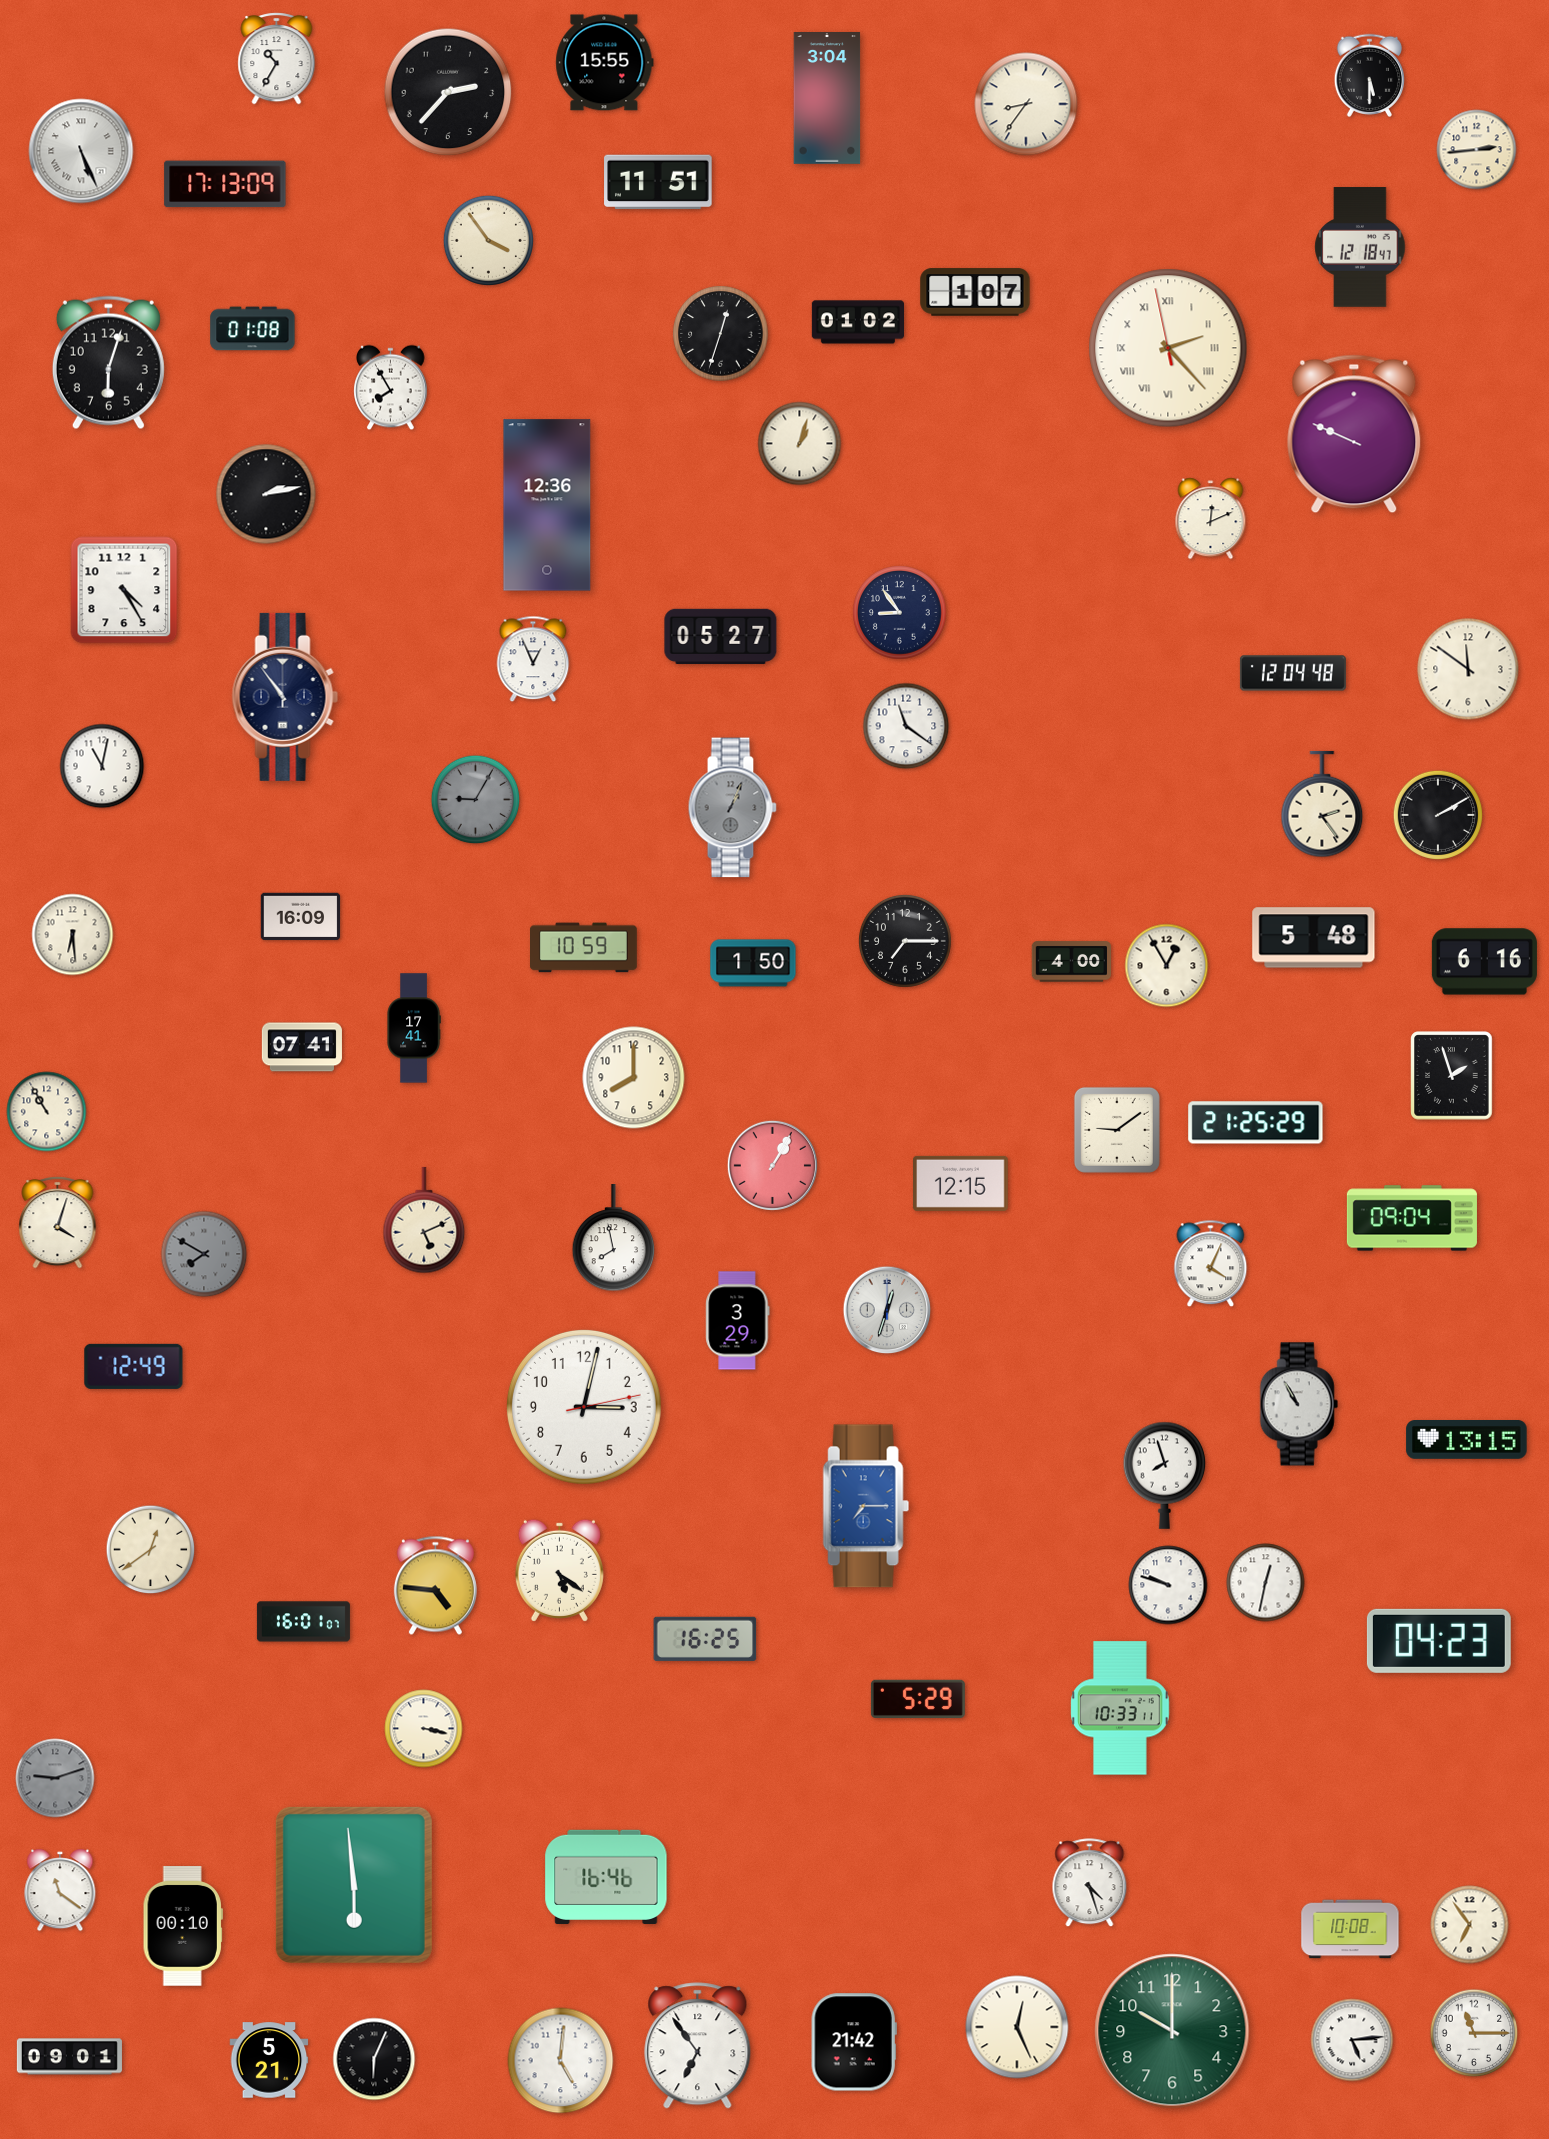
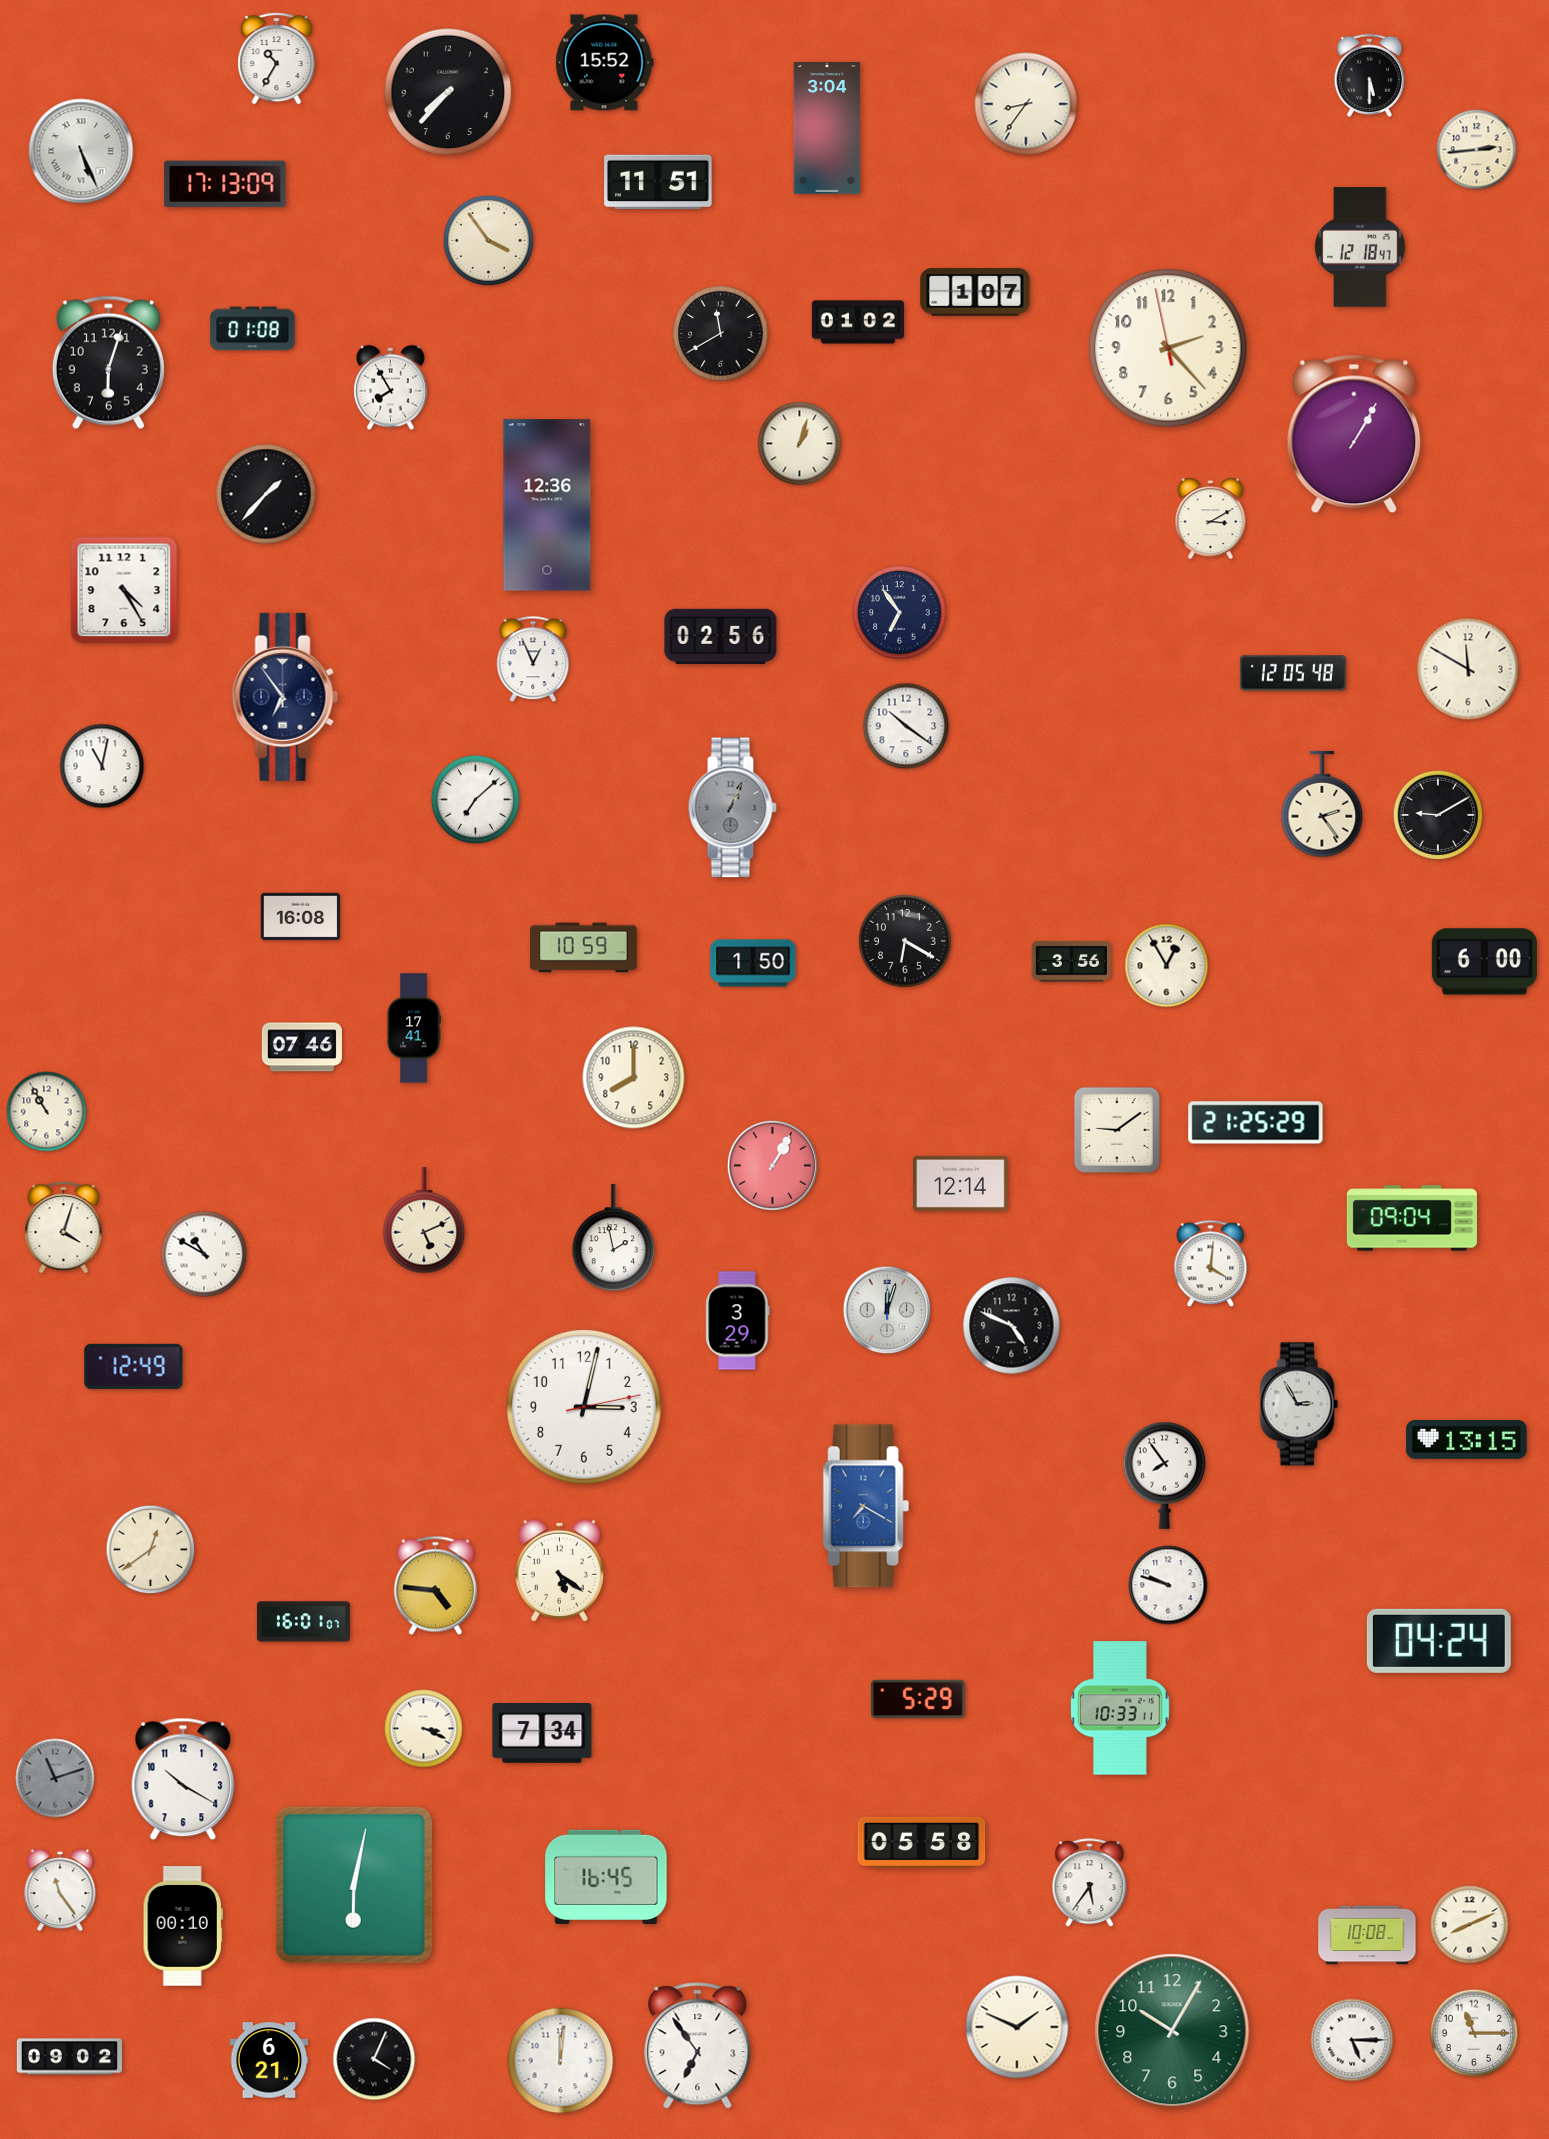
clock at (605, 63): 15:55 -> 15:52
clock at (448, 92): 2:37 -> 7:37
clock at (827, 99) position: (827, 99) -> (827, 129)
clock at (721, 334): 12:33 -> 11:40
clock at (1168, 348) numerals: Roman -> Arabic
clock at (1354, 434): 9:49 -> 1:05
clock at (266, 494): 2:13 -> 1:37
clock at (1211, 519): 12:11 -> 3:10
clock at (900, 613): 8:54 -> 6:54
clock at (721, 636): 05:27 -> 02:56
clock at (1468, 669): 11:51 -> 11:50
clock at (1293, 673): 12:04 -> 12:05
clock at (285, 697): 10:54 -> 6:54
clock at (906, 726): 11:21 -> 10:21
clock at (476, 800): 9:05 -> 7:08
clock at (476, 800) dial: grey -> white
clock at (1438, 815): 2:10 -> 9:10
clock at (301, 917): 16:09 -> 16:08
clock at (73, 935): 6:29 -> none
clock at (1314, 938): 5:48 -> none
clock at (905, 941): 7:15 -> 6:20
clock at (1072, 962): 4:00 -> 3:56
clock at (1484, 962): 6:16 -> 6:00
clock at (302, 1047): 07:41 -> 07:46
clock at (1452, 1076): 1:57 -> none
clock at (961, 1183): 12:15 -> 12:14
clock at (58, 1223) position: (58, 1223) -> (64, 1228)
clock at (614, 1239): 7:58 -> 1:58
clock at (204, 1254): 7:50 -> 10:50
clock at (204, 1254) dial: grey -> white
clock at (1211, 1264): 4:04 -> 4:01
clock at (887, 1310): 12:33 -> 12:03
clock at (1012, 1326): none -> 4:49
clock at (1299, 1404): 10:55 -> 2:55
clock at (1165, 1475): 7:57 -> 7:54
clock at (866, 1506): 7:15 -> 7:20
clock at (1266, 1583): 12:32 -> none
clock at (705, 1639): 16:25 -> none
clock at (1439, 1641): 04:23 -> 04:24
clock at (424, 1729): 3:17 -> 3:19
clock at (542, 1734): none -> 7:34
clock at (55, 1778): 9:12 -> 11:12
clock at (183, 1779): none -> 10:20
clock at (922, 1842): none -> 05:58
clock at (606, 1877): 16:46 -> 16:45
clock at (1090, 1883): 4:27 -> 5:36
clock at (354, 1885): 5:59 -> 6:02
clock at (60, 1890): 11:21 -> 11:24
clock at (1470, 1925): 6:54 -> 8:11
clock at (1350, 1929) position: (1350, 1929) -> (1367, 1935)
clock at (1017, 2027): 12:26 -> 1:49
clock at (1172, 2031): 10:00 -> 10:05
clock at (1352, 2040): 5:14 -> 5:15
clock at (854, 2042): 21:42 -> none
clock at (69, 2057): 09:01 -> 09:02
clock at (374, 2059): 6:04 -> 4:04
clock at (269, 2060): 5:21 -> 6:21
clock at (561, 2061): 5:01 -> 12:01
